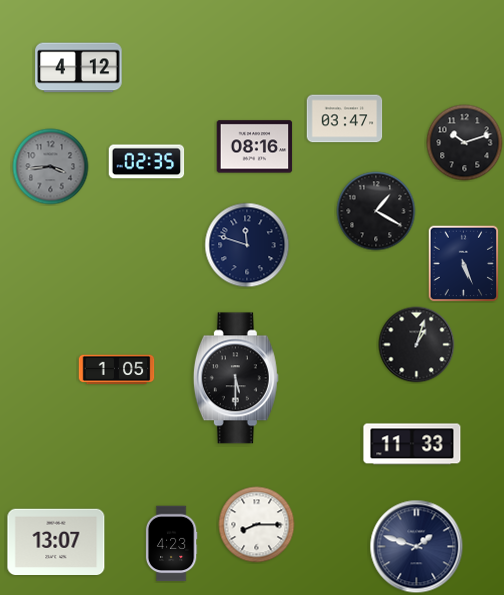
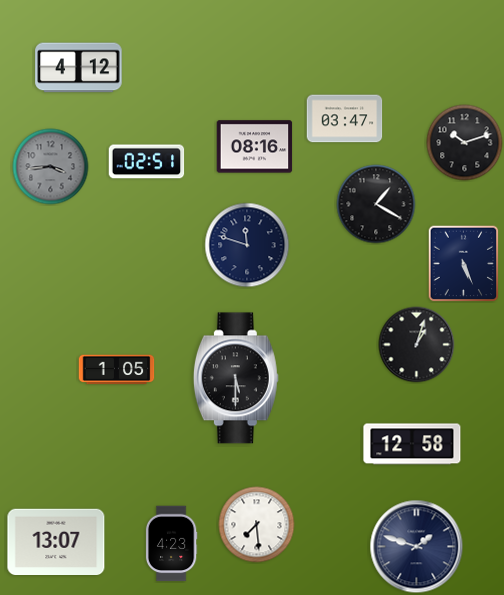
clock at (147, 162): 02:35 -> 02:51
clock at (376, 211) position: (376, 211) -> (376, 204)
clock at (412, 444): 11:33 -> 12:58
clock at (257, 525): 8:15 -> 7:29
